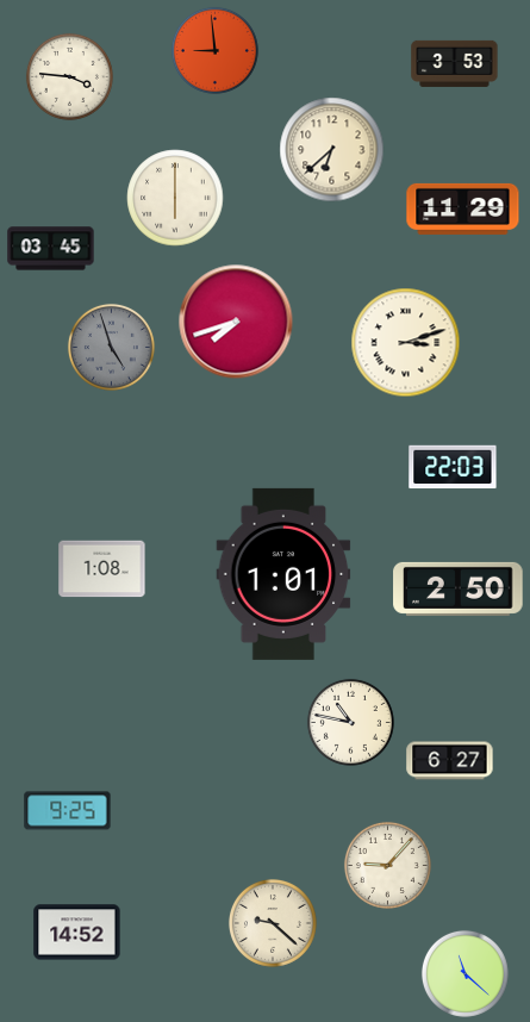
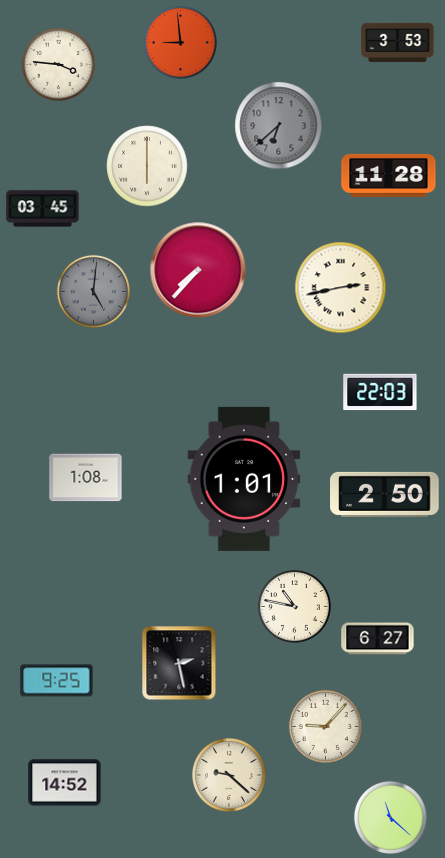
clock at (455, 63) position: (455, 63) -> (398, 42)
clock at (332, 150) dial: cream -> grey
clock at (463, 208): 11:29 -> 11:28
clock at (236, 322): 7:42 -> 7:37
clock at (406, 343): 3:12 -> 2:43
clock at (111, 347): 4:57 -> 5:01
clock at (283, 574) position: (283, 574) -> (244, 479)
clock at (179, 663): none -> 2:28
